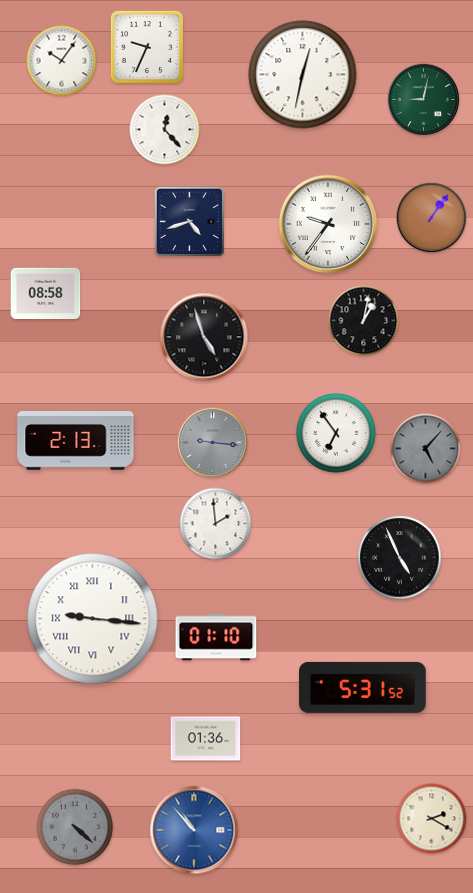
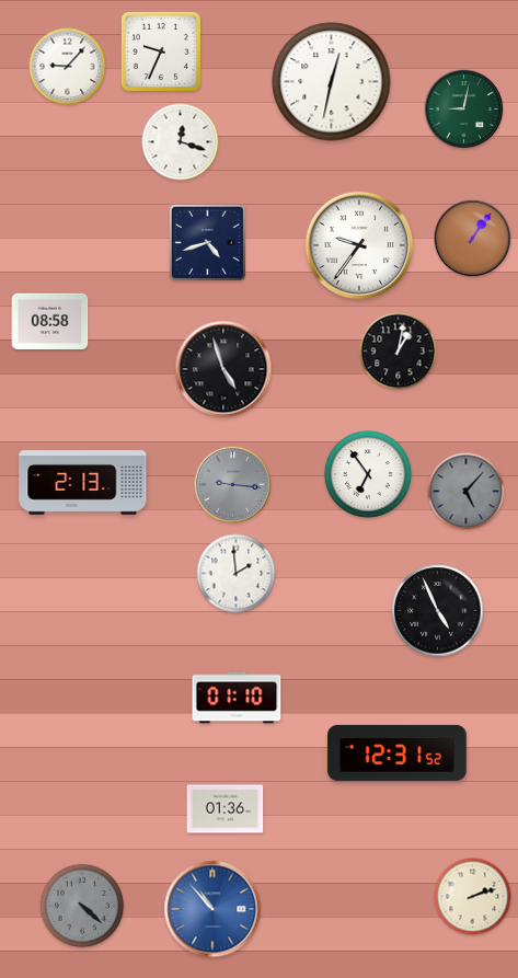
clock at (62, 61): 10:06 -> 9:07
clock at (165, 130): 12:23 -> 12:18
clock at (93, 619): 9:16 -> none
clock at (363, 687): 5:31 -> 12:31
clock at (432, 819): 2:20 -> 2:12
